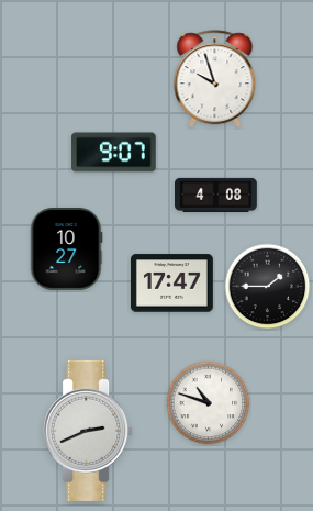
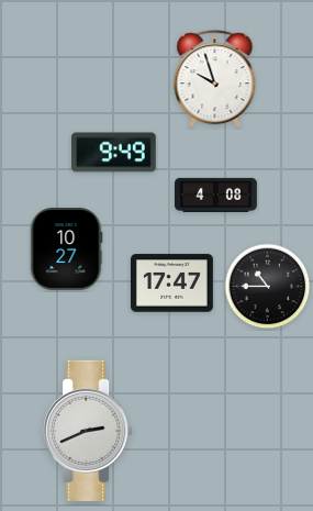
clock at (114, 153): 9:07 -> 9:49
clock at (268, 287): 1:45 -> 10:45
clock at (209, 403): 10:48 -> none
